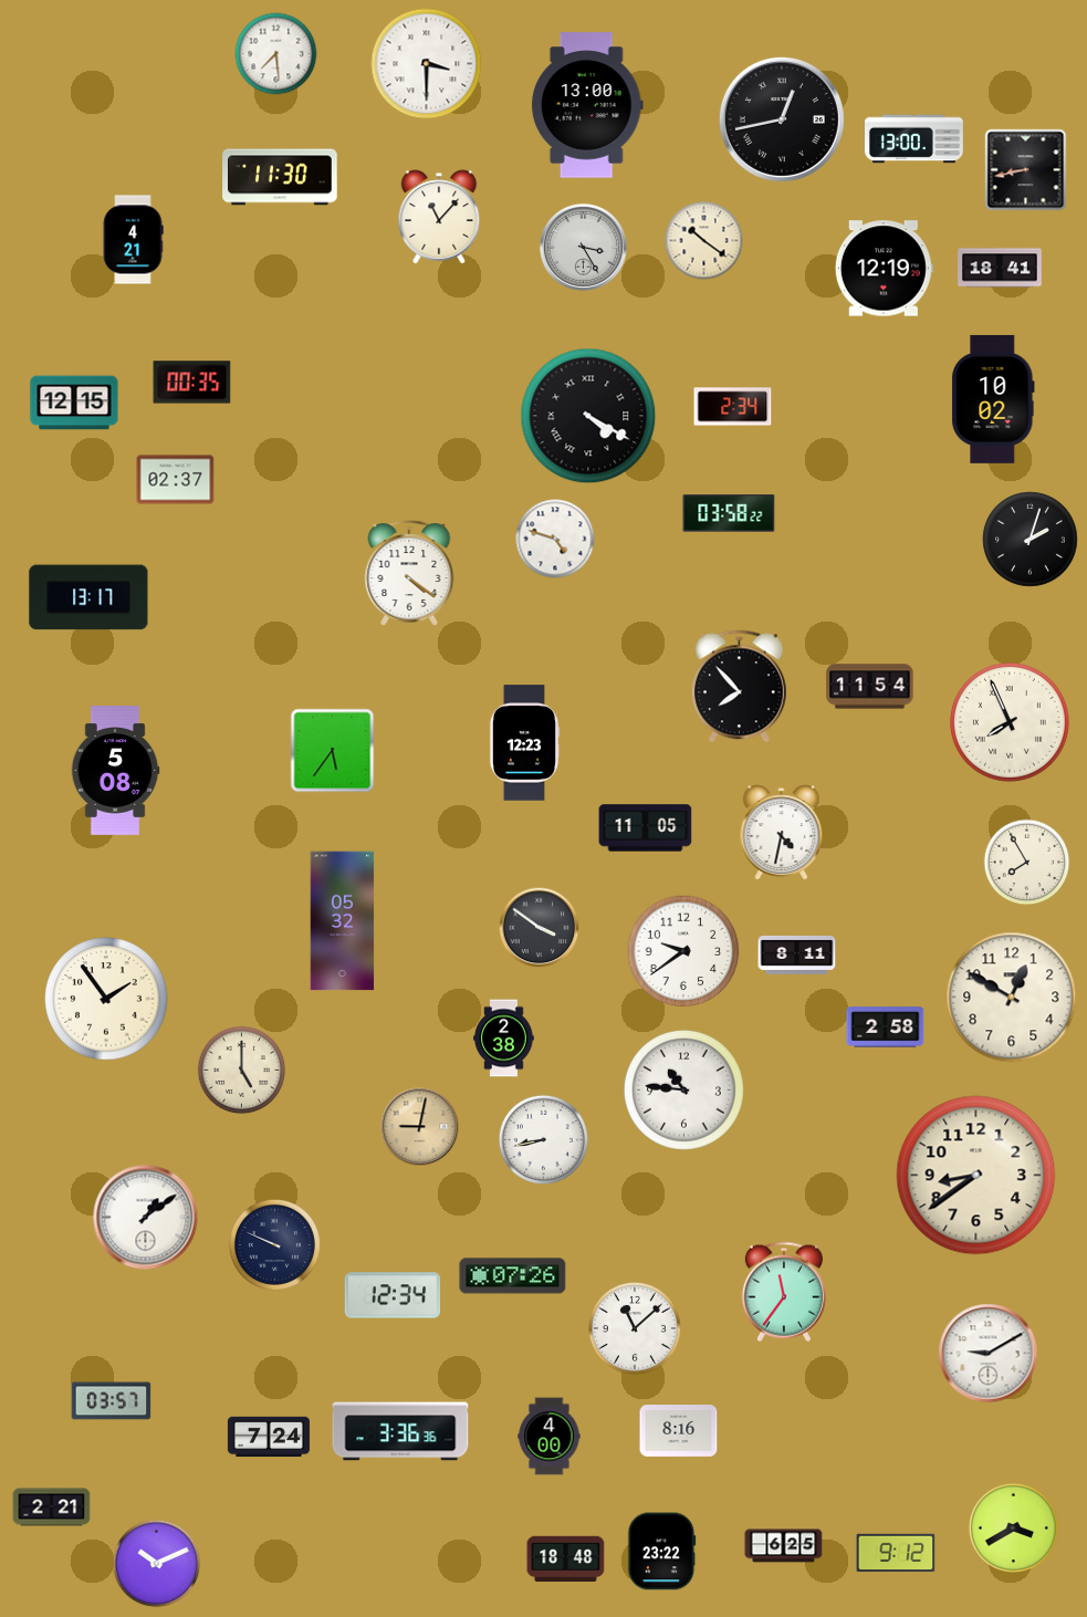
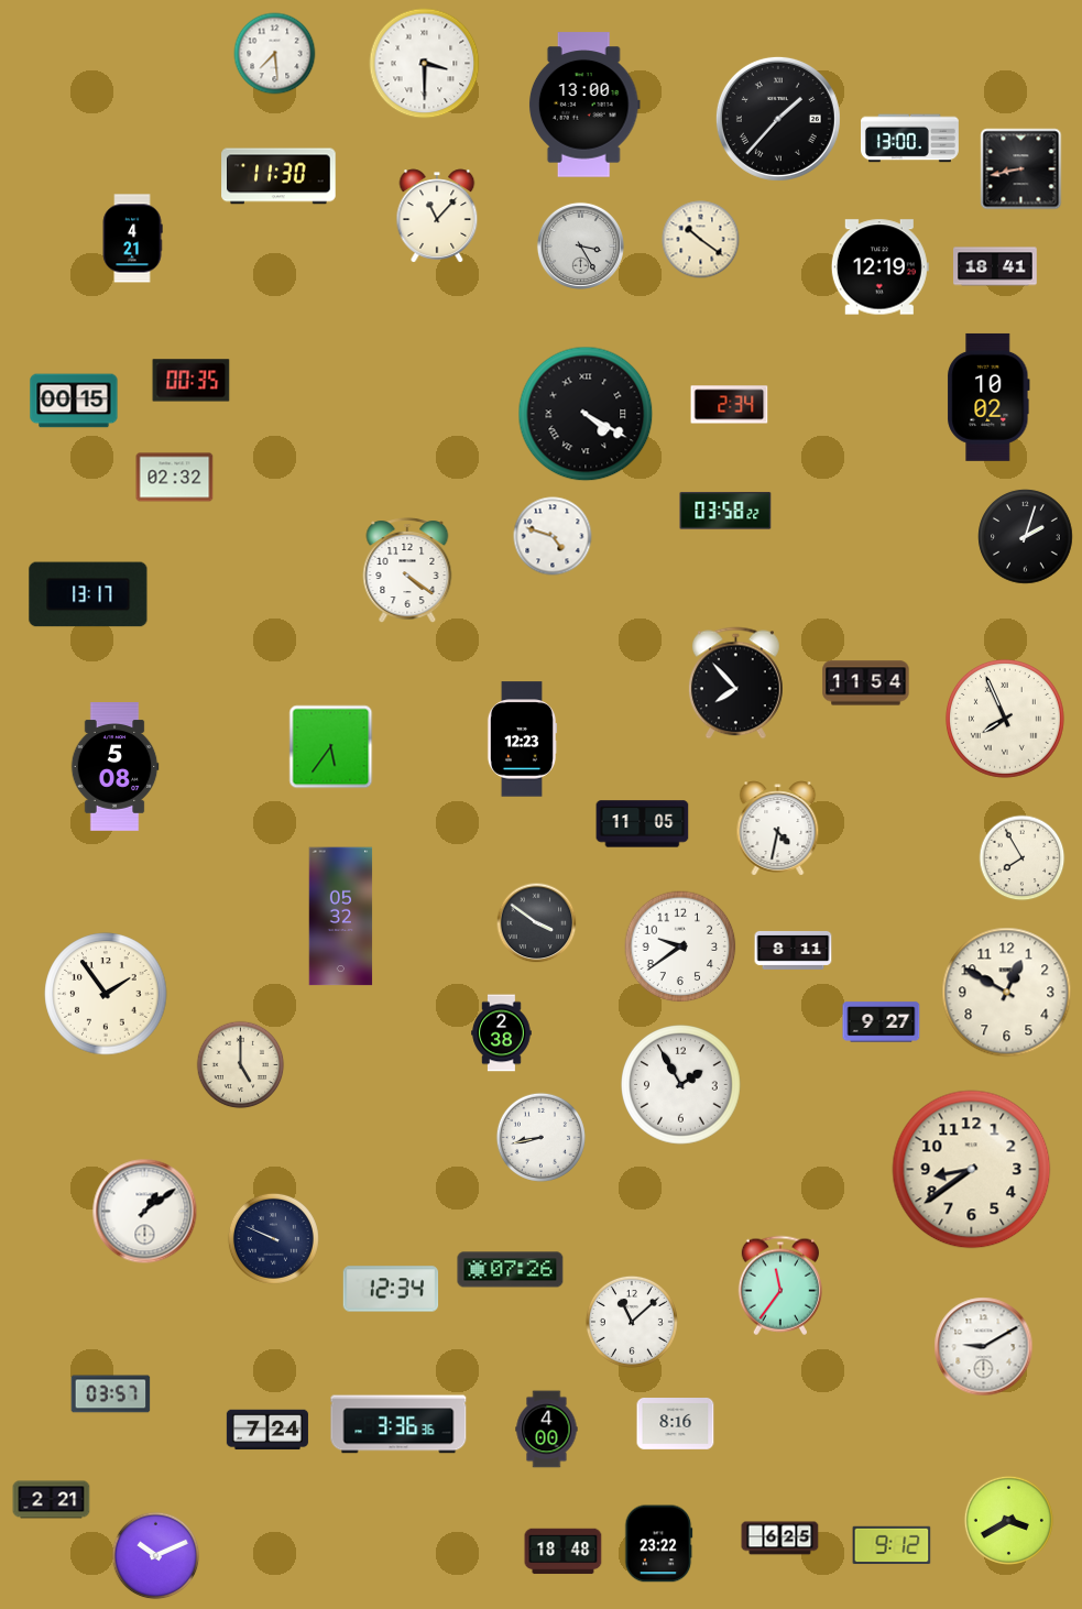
clock at (782, 119): 12:43 -> 1:37
clock at (74, 403): 12:15 -> 00:15
clock at (176, 480): 02:37 -> 02:32
clock at (886, 1027): 2:58 -> 9:27
clock at (684, 1091): 10:46 -> 1:55
clock at (420, 1127): 9:02 -> none
clock at (543, 1139) position: (543, 1139) -> (540, 1137)
